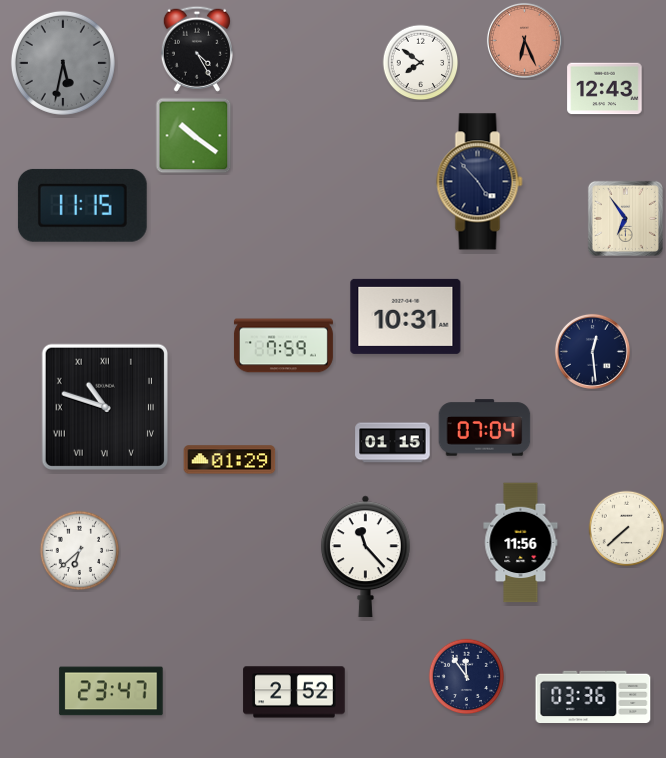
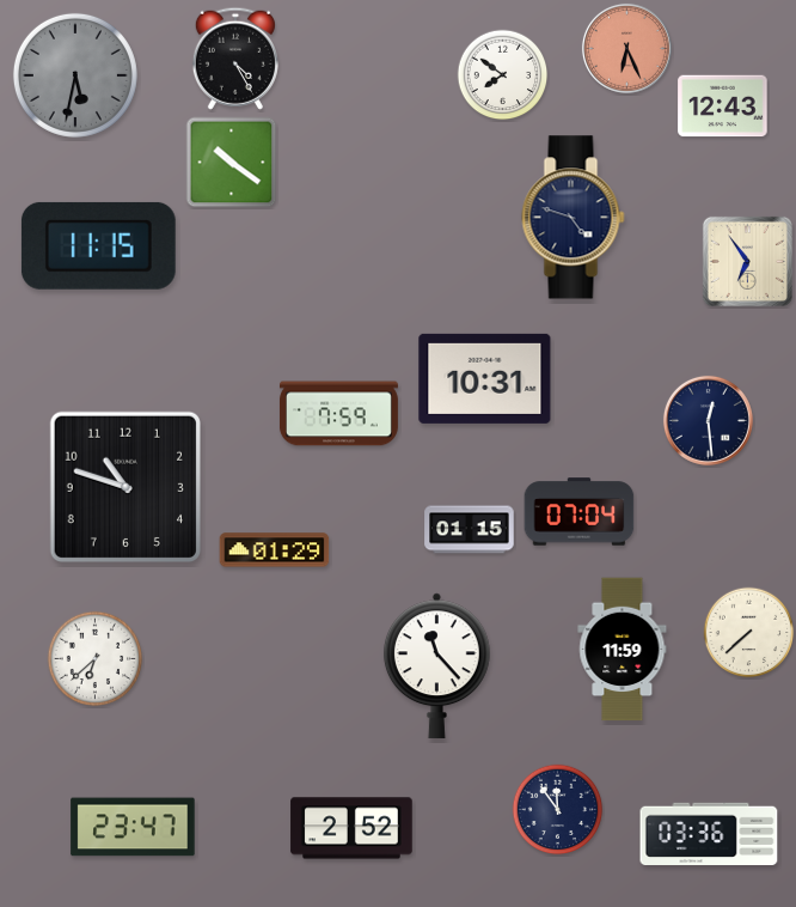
clock at (480, 182): 4:53 -> 4:48
clock at (104, 406) numerals: Roman -> Arabic
clock at (521, 543): 11:56 -> 11:59
